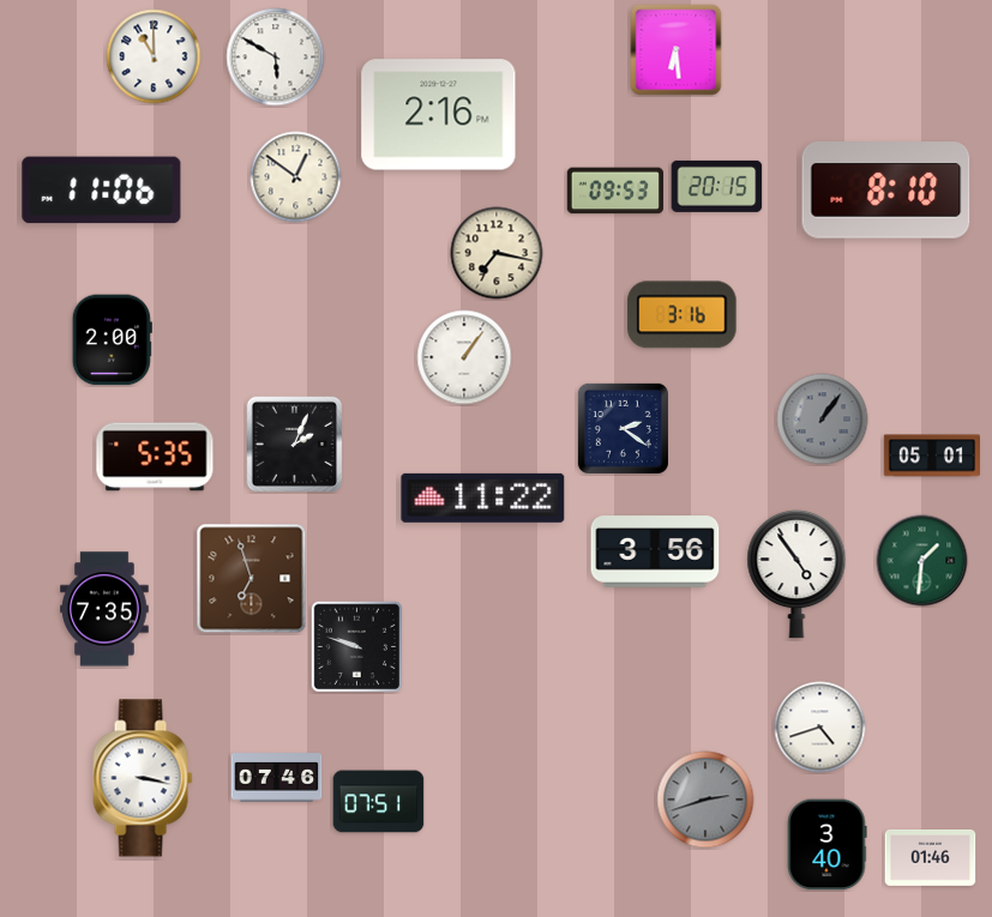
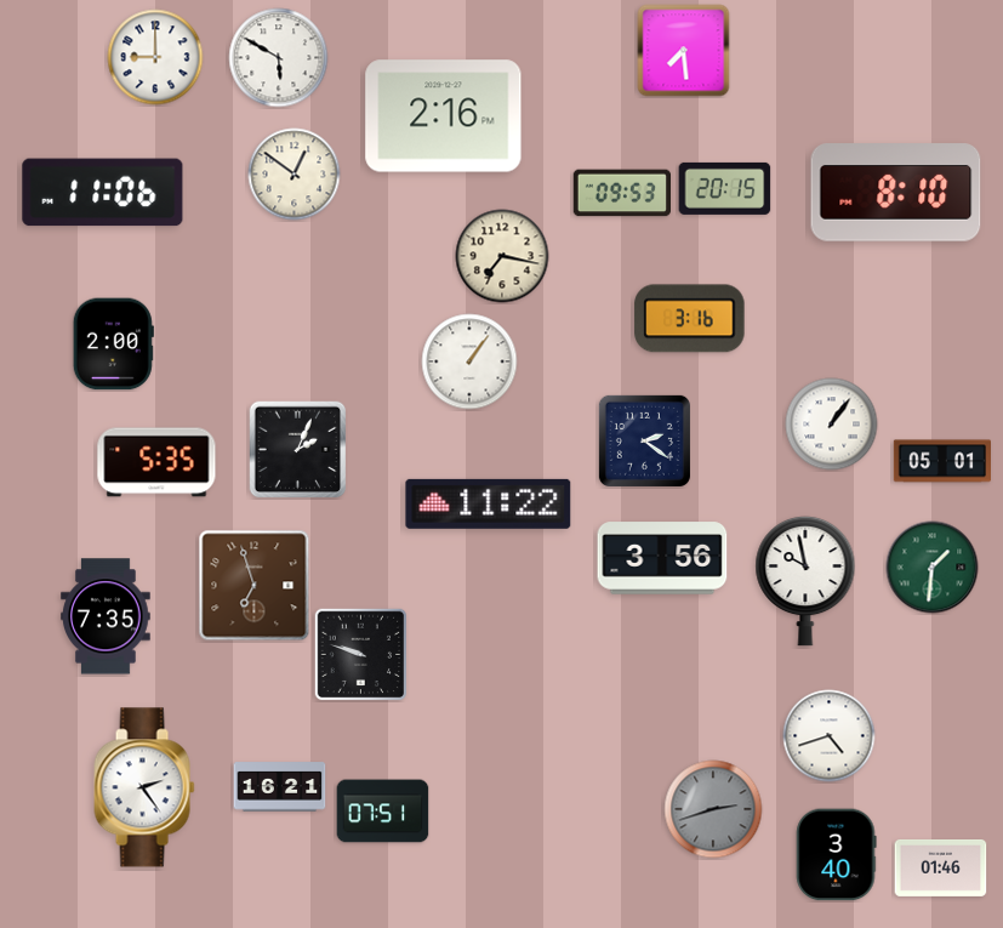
clock at (677, 50): 6:29 -> 7:29
clock at (154, 56): 11:00 -> 9:00
clock at (296, 177) position: (296, 177) -> (295, 175)
clock at (823, 420) dial: grey -> white
clock at (623, 428) position: (623, 428) -> (644, 440)
clock at (796, 574): 4:54 -> 9:58
clock at (143, 778): 3:17 -> 2:24
clock at (277, 778): 07:46 -> 16:21
